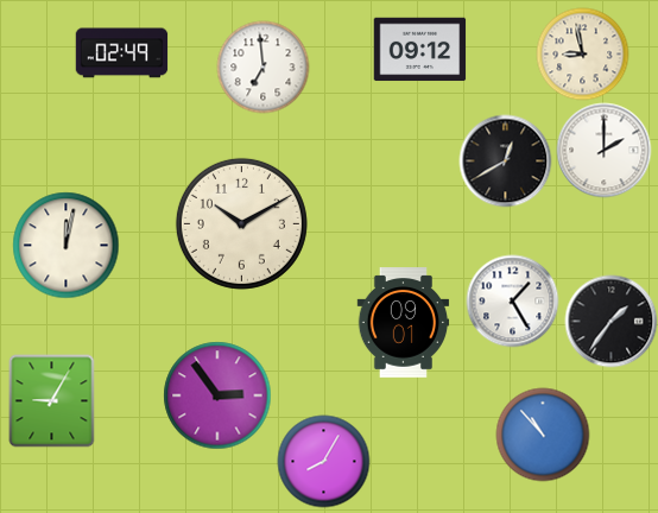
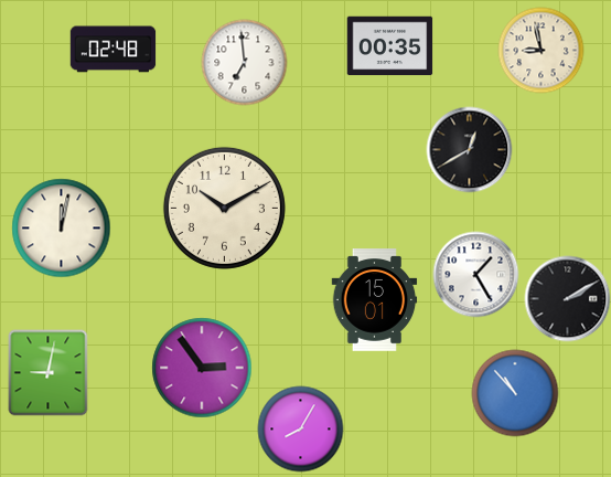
clock at (419, 50): 09:12 -> 00:35
clock at (121, 53): 02:49 -> 02:48
clock at (603, 150): 2:00 -> none
clock at (512, 300) position: (512, 300) -> (475, 274)
clock at (610, 321): 1:36 -> 2:10
clock at (404, 323): 09:01 -> 15:01
clock at (52, 400): 9:05 -> 9:02
clock at (543, 435) position: (543, 435) -> (515, 393)
